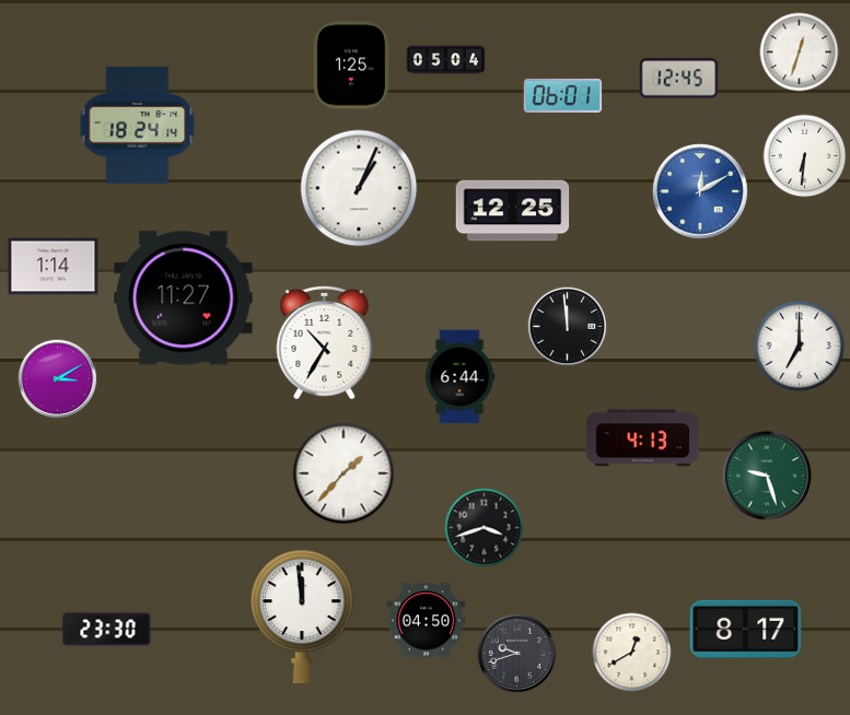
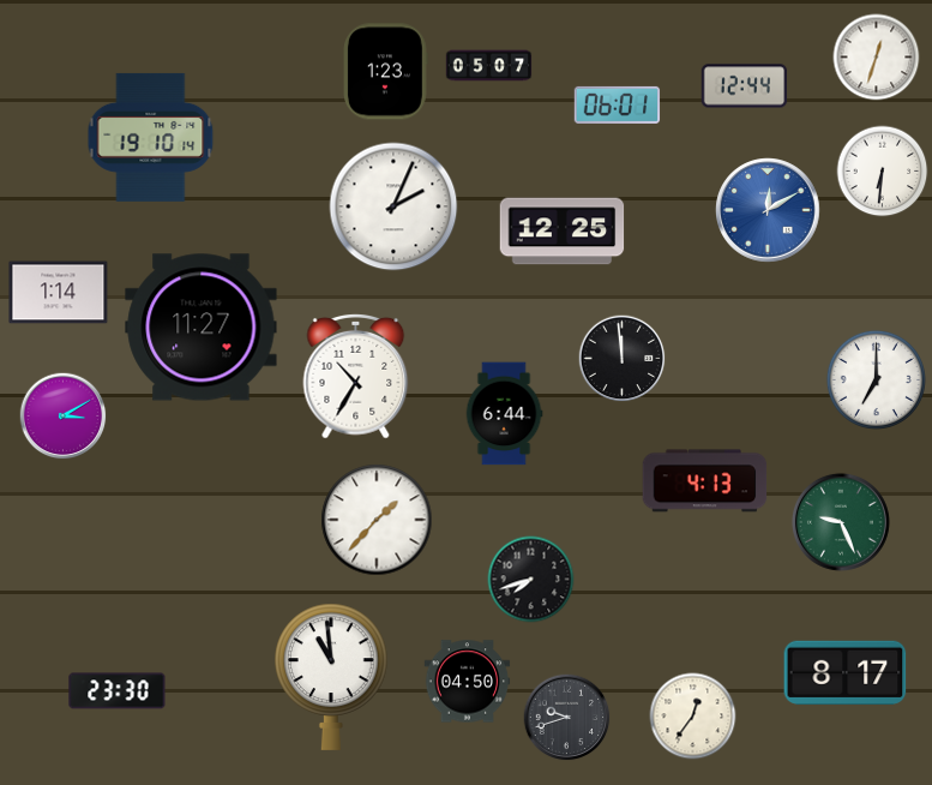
clock at (446, 60): 05:04 -> 05:07
clock at (352, 66): 1:25 -> 1:23
clock at (679, 79): 12:45 -> 12:44
clock at (138, 125): 18:24 -> 19:10
clock at (359, 188): 1:04 -> 2:04
clock at (767, 476): 9:27 -> 9:26
clock at (485, 528): 3:42 -> 7:42
clock at (302, 617): 11:59 -> 10:59
clock at (746, 629) position: (746, 629) -> (846, 672)
clock at (632, 653): 12:40 -> 12:36
